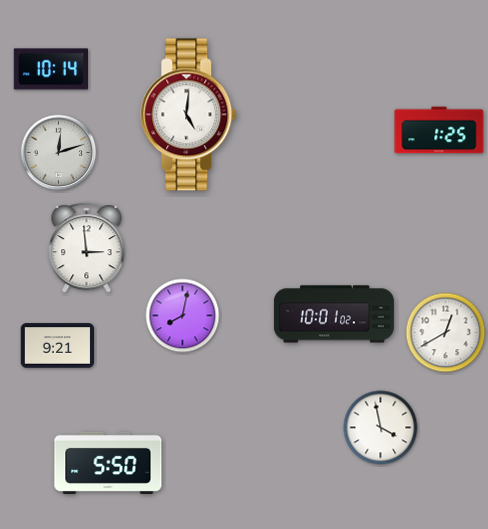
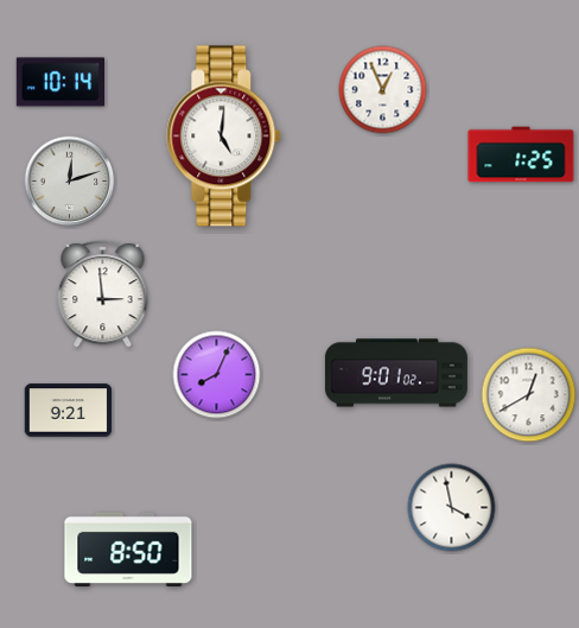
clock at (383, 90): none -> 12:56
clock at (334, 314): 10:01 -> 9:01
clock at (183, 316): 8:02 -> 8:04
clock at (108, 463): 5:50 -> 8:50
